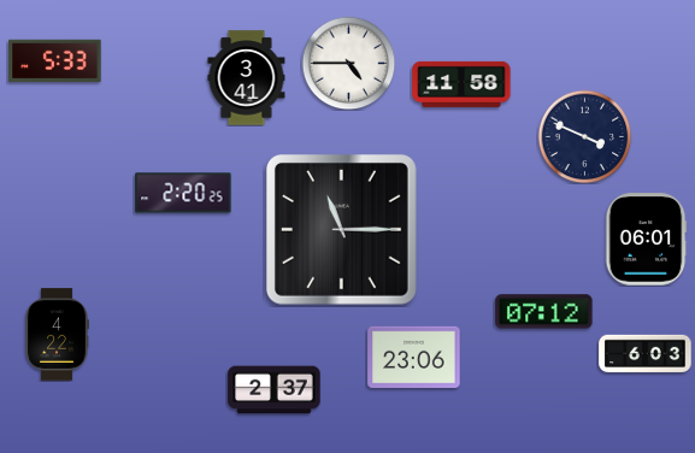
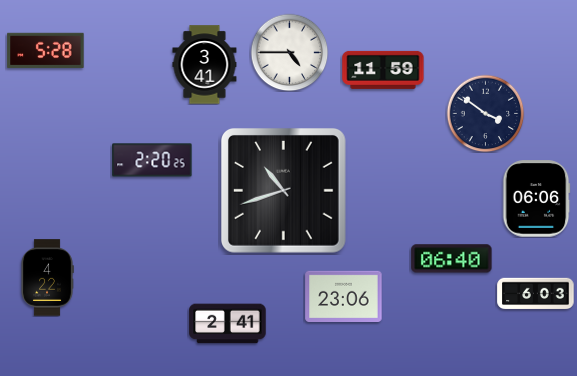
clock at (55, 61): 5:33 -> 5:28
clock at (461, 84): 11:58 -> 11:59
clock at (584, 136): 3:49 -> 3:51
clock at (342, 230): 11:15 -> 10:42
clock at (646, 240): 06:01 -> 06:06
clock at (544, 312): 07:12 -> 06:40
clock at (275, 390): 2:37 -> 2:41
